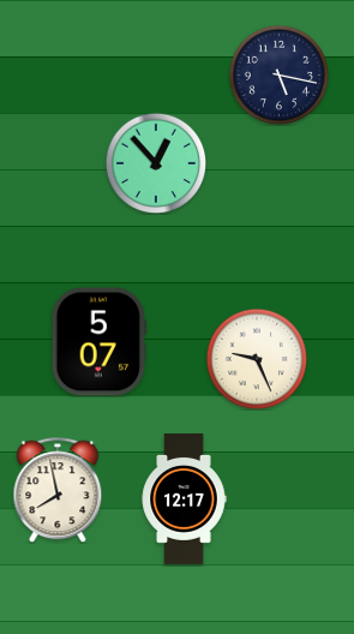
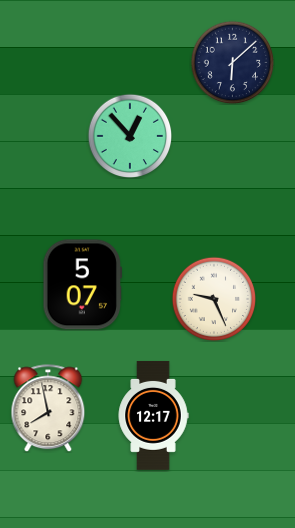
clock at (278, 74): 5:17 -> 6:08
